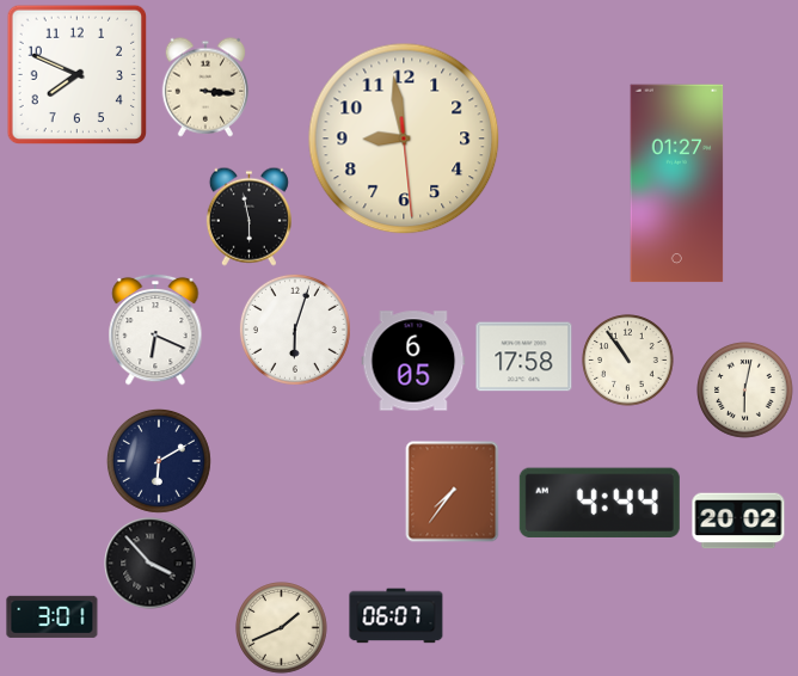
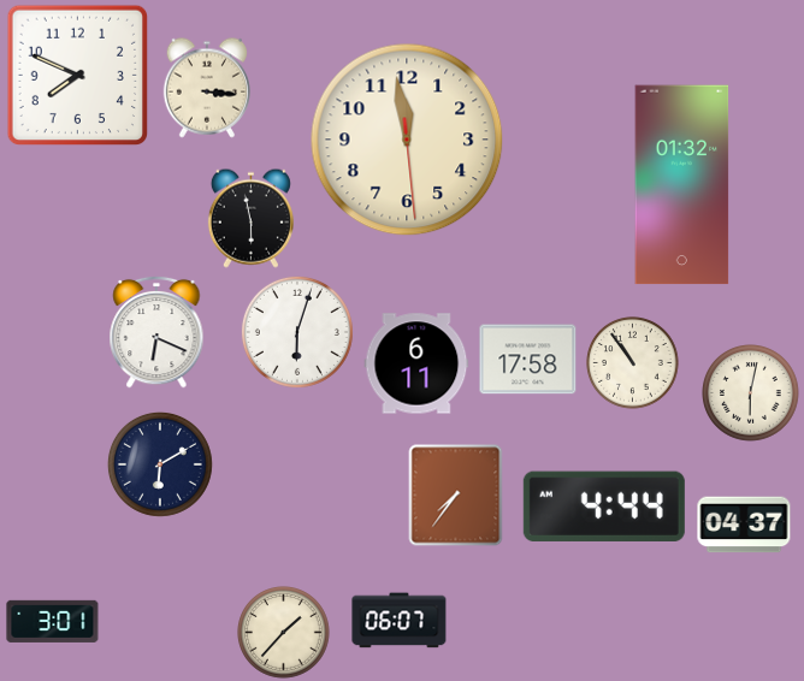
clock at (404, 139): 8:58 -> 11:58
clock at (677, 184): 01:27 -> 01:32
clock at (413, 361): 6:05 -> 6:11
clock at (738, 521): 20:02 -> 04:37
clock at (151, 564): 3:53 -> none
clock at (282, 628): 1:41 -> 1:37
